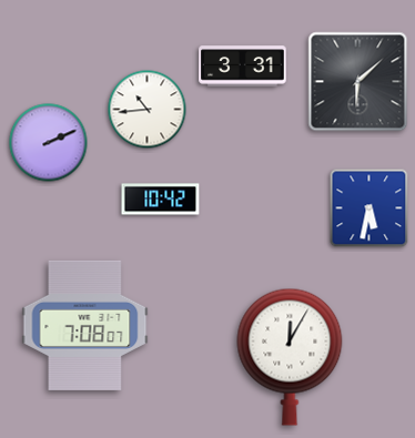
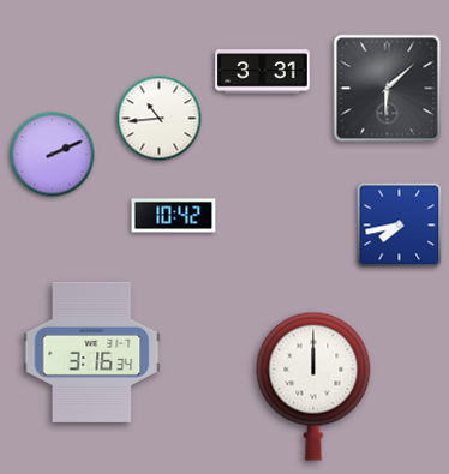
clock at (370, 208): 5:32 -> 7:43
clock at (85, 325): 7:08 -> 3:16
clock at (290, 357): 12:05 -> 12:00
